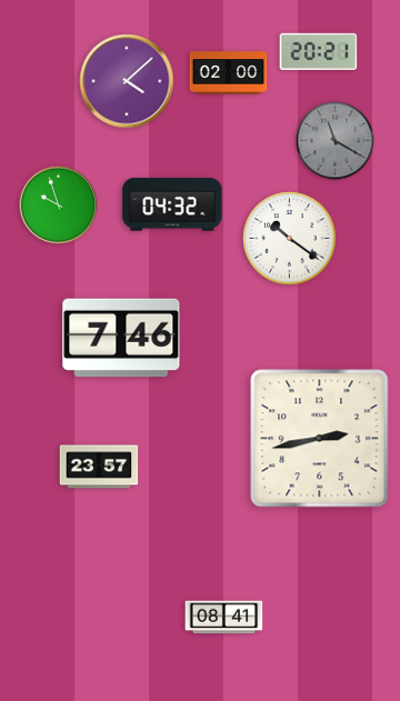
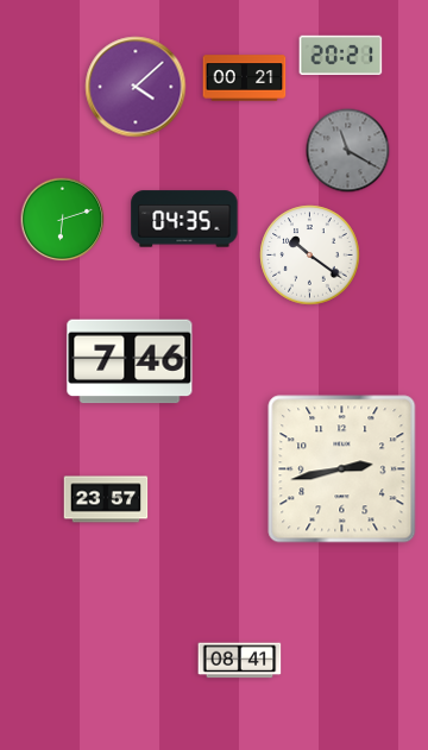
clock at (229, 73): 02:00 -> 00:21
clock at (336, 141) position: (336, 141) -> (348, 151)
clock at (172, 204): 04:32 -> 04:35
clock at (59, 206): 9:57 -> 6:12
